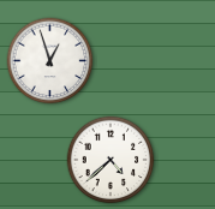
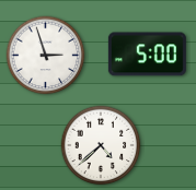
clock at (147, 55): none -> 5:00
clock at (50, 61): 12:57 -> 2:57
